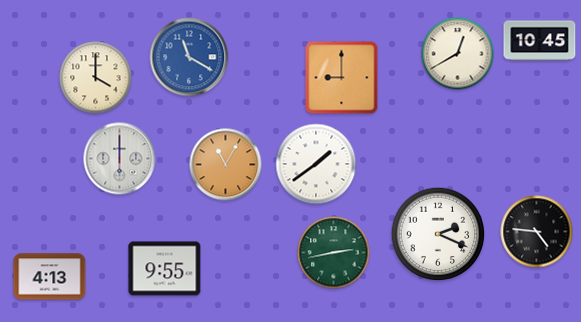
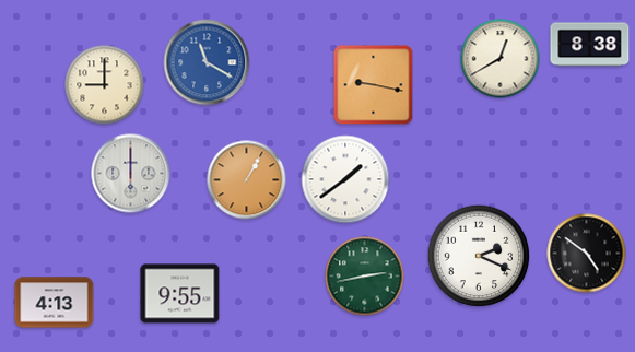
clock at (540, 41): 10:45 -> 8:38
clock at (96, 78): 4:00 -> 9:00
clock at (342, 78): 9:00 -> 9:17
clock at (226, 165): 11:05 -> 1:05
clock at (537, 232): 4:46 -> 4:51
